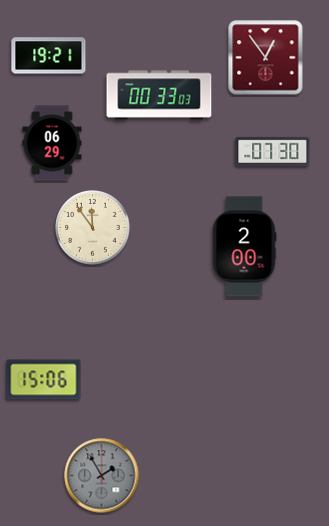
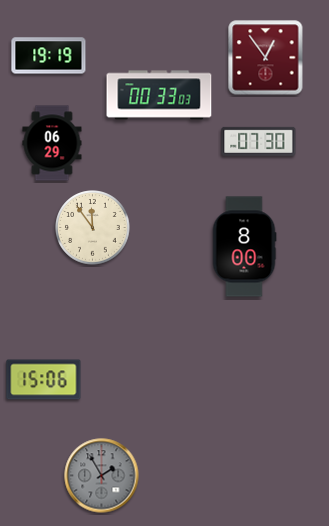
clock at (49, 56): 19:21 -> 19:19
clock at (273, 151) position: (273, 151) -> (259, 141)
clock at (244, 247): 2:00 -> 8:00
